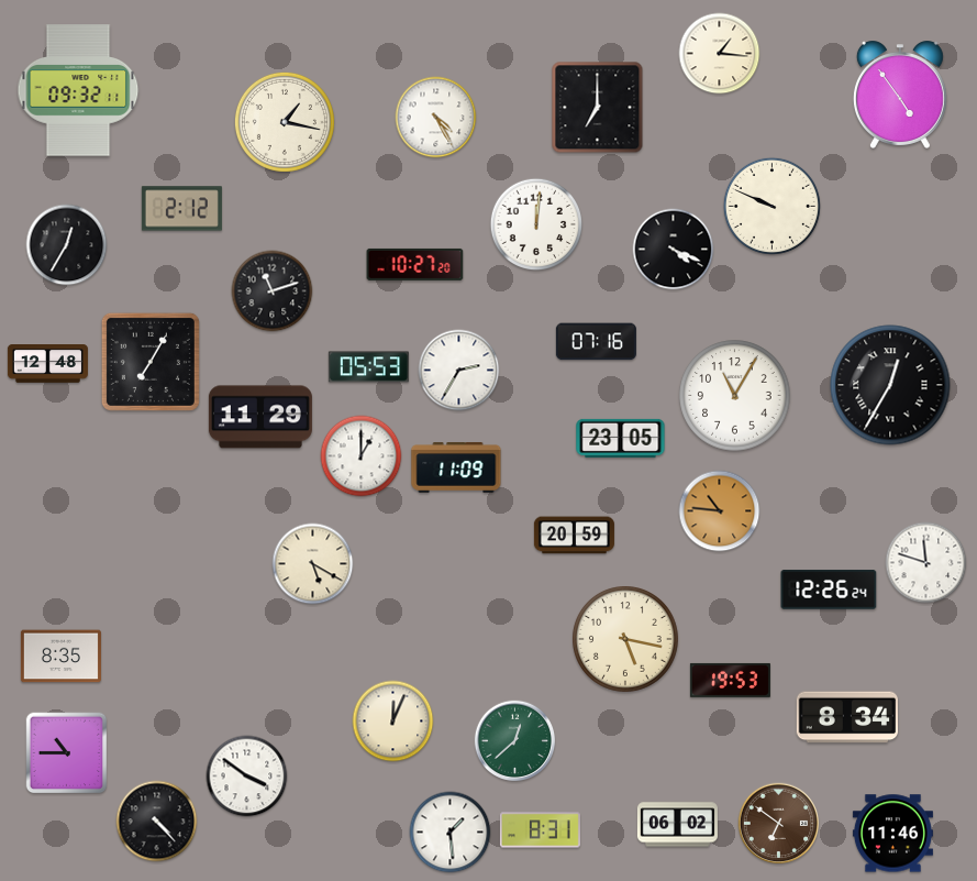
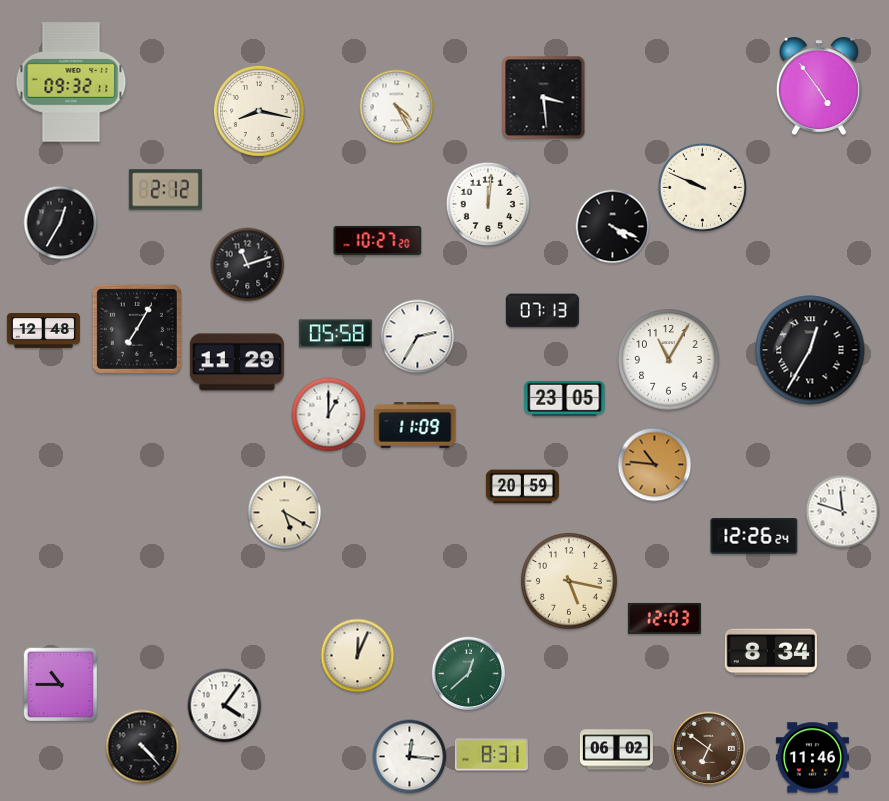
clock at (720, 54): 1:16 -> none
clock at (598, 108): 7:00 -> 3:29
clock at (285, 122): 1:17 -> 8:17
clock at (596, 342): 07:16 -> 07:13
clock at (368, 367): 05:53 -> 05:58
clock at (260, 417) position: (260, 417) -> (237, 362)
clock at (60, 657): 8:35 -> none
clock at (730, 680): 19:53 -> 12:03
clock at (247, 777): 3:51 -> 4:06
clock at (451, 833): 1:29 -> 12:16
